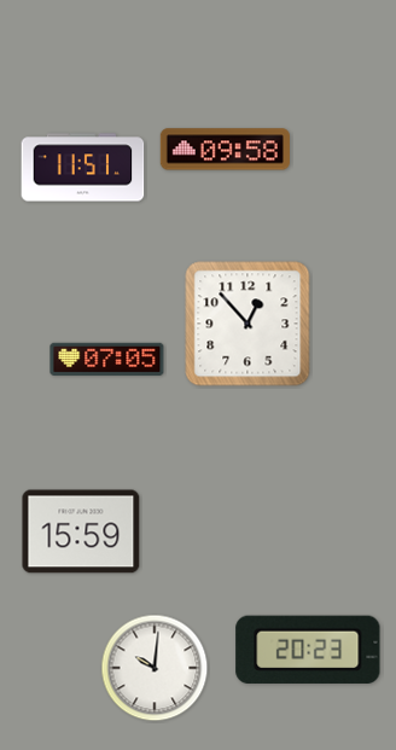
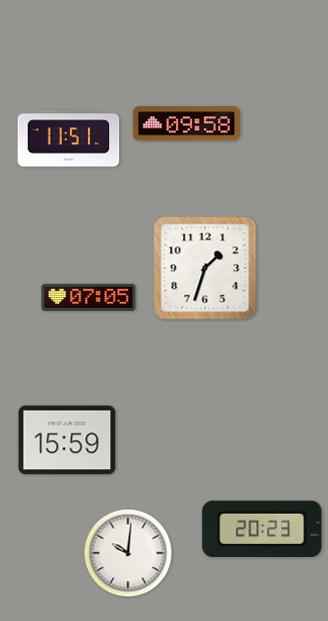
clock at (247, 324): 12:53 -> 1:33
clock at (308, 650) position: (308, 650) -> (262, 529)
